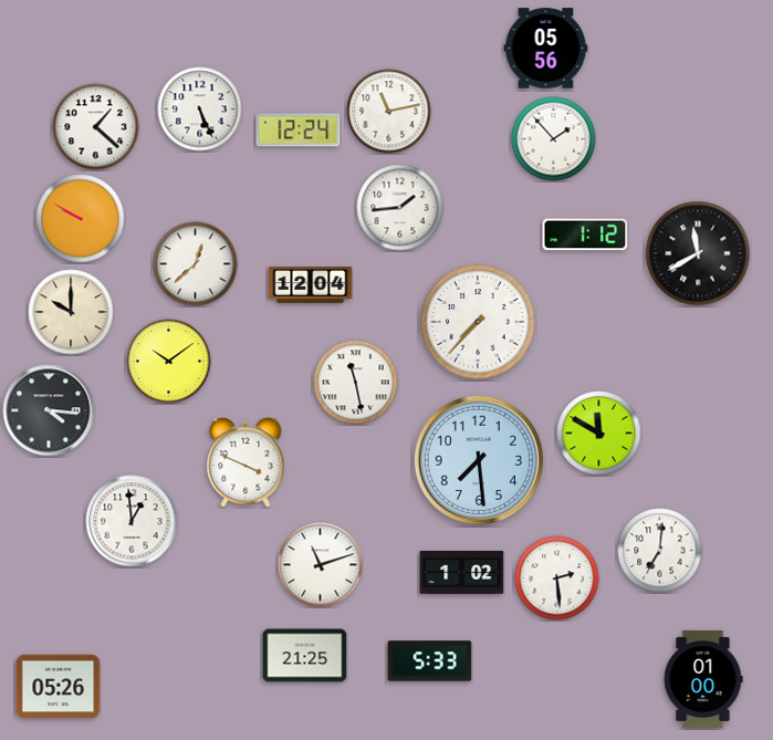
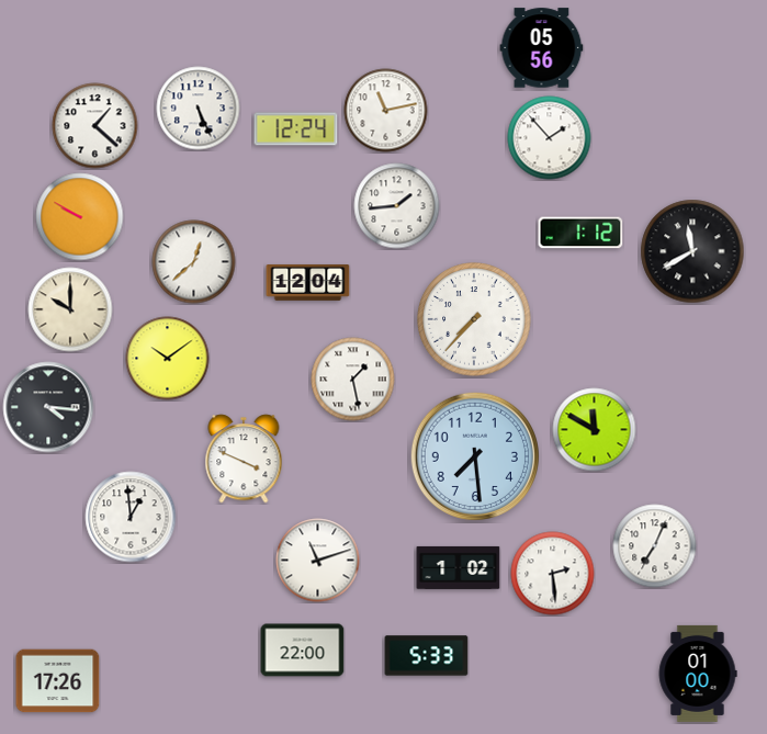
clock at (356, 383): 11:28 -> 1:28
clock at (660, 551): 7:01 -> 7:04
clock at (305, 656): 21:25 -> 22:00
clock at (59, 687): 05:26 -> 17:26
